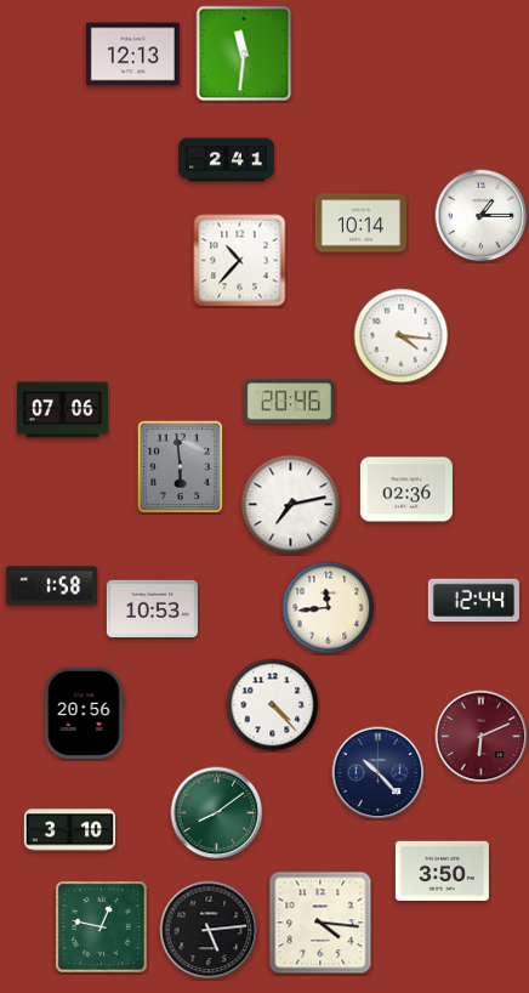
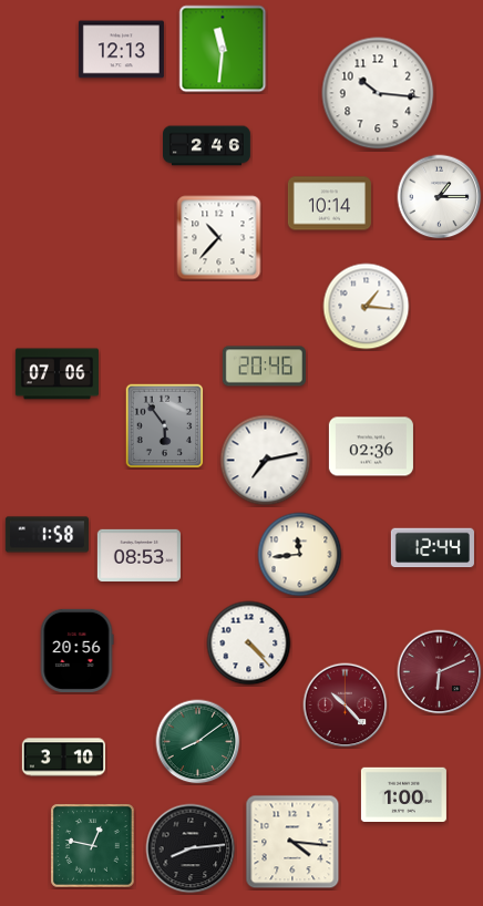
clock at (378, 93): none -> 10:16
clock at (227, 160): 2:41 -> 2:46
clock at (402, 336): 4:16 -> 1:16
clock at (181, 467): 5:59 -> 5:54
clock at (152, 608): 10:53 -> 08:53
clock at (379, 773) dial: navy -> burgundy
clock at (442, 872): 3:50 -> 1:00
clock at (209, 930): 5:14 -> 8:14
